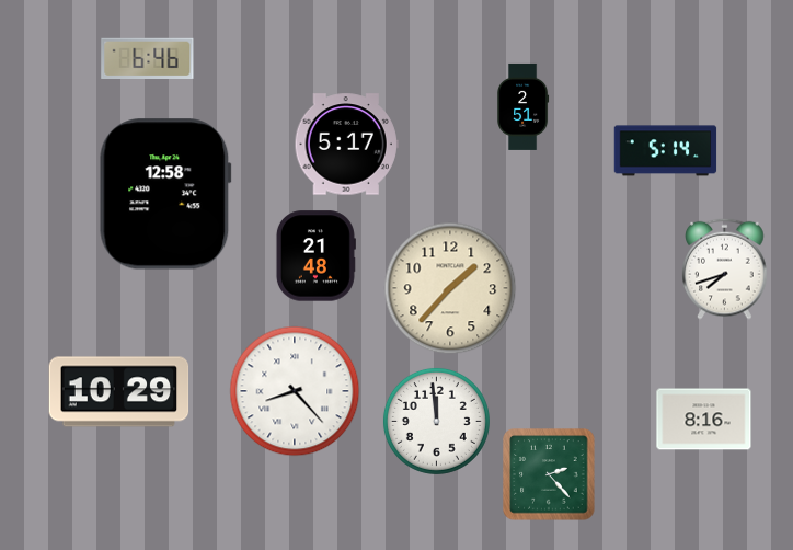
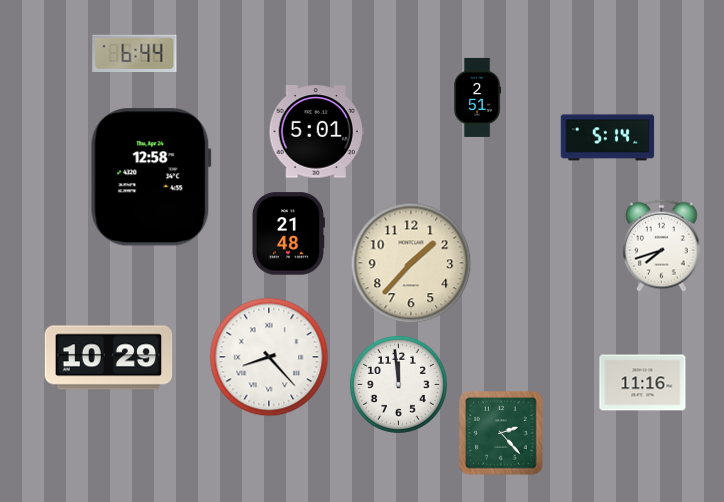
clock at (148, 58): 6:46 -> 6:44
clock at (346, 145): 5:17 -> 5:01
clock at (704, 420): 8:16 -> 11:16
